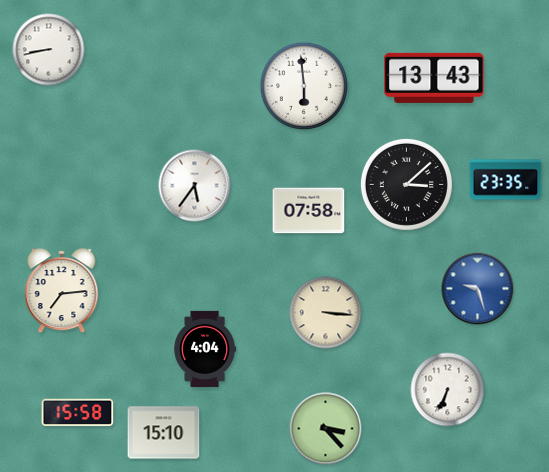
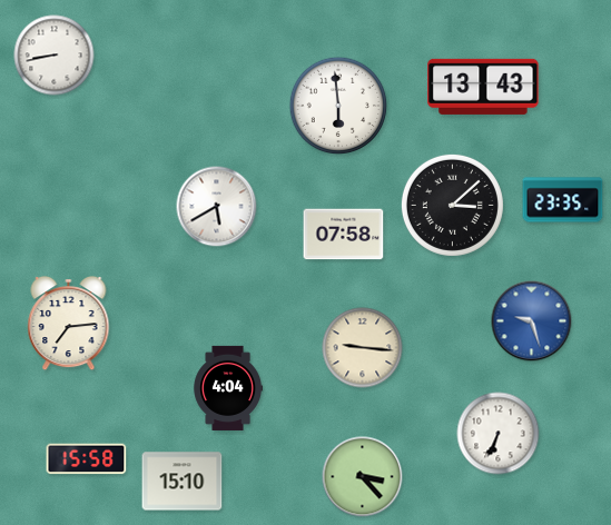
clock at (304, 86) position: (304, 86) -> (338, 106)
clock at (195, 186): 5:36 -> 5:40
clock at (326, 313): 3:16 -> 9:16
